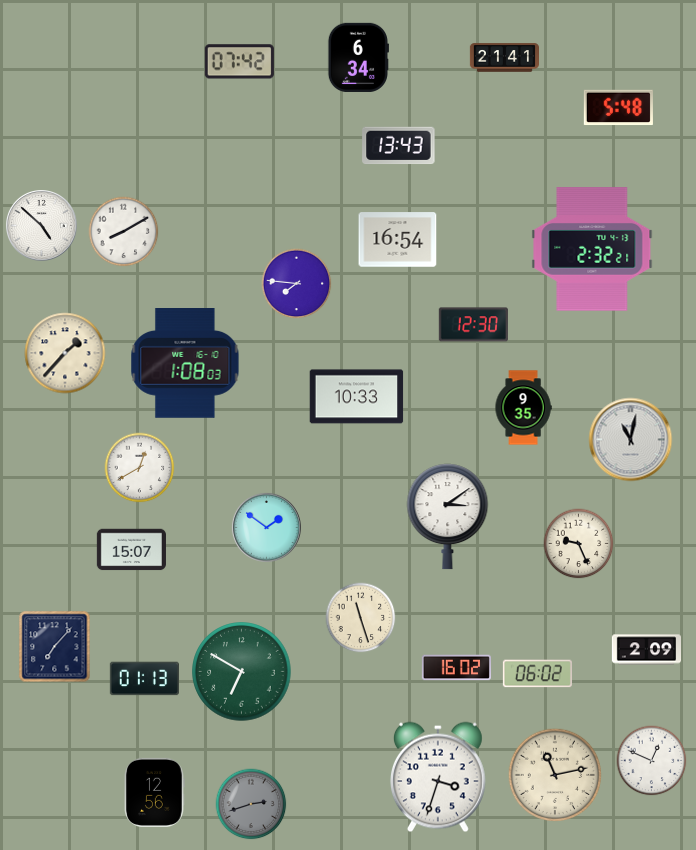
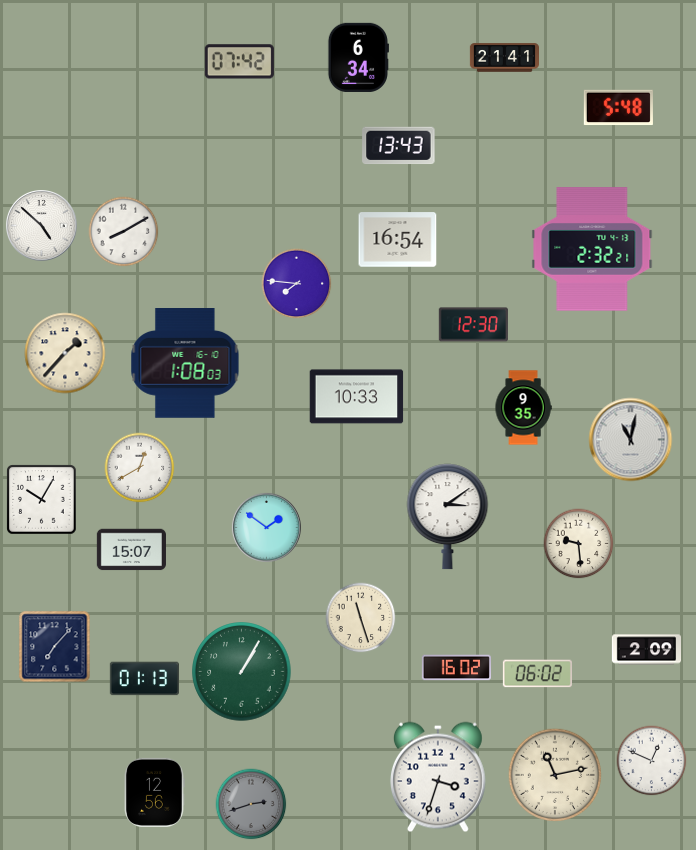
clock at (42, 500): none -> 10:05
clock at (579, 544): 9:26 -> 9:29
clock at (242, 672): 6:50 -> 1:05
